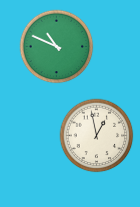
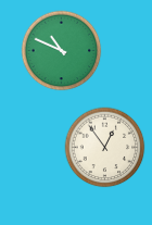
clock at (97, 136): 12:58 -> 12:54
